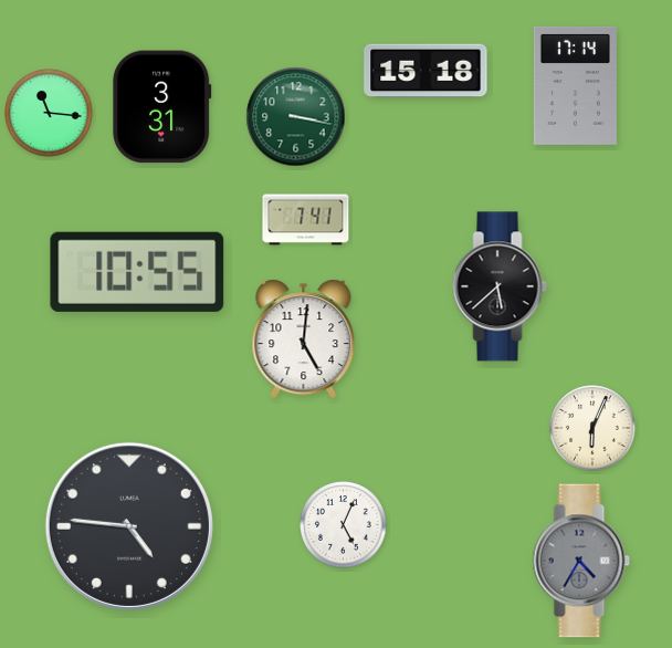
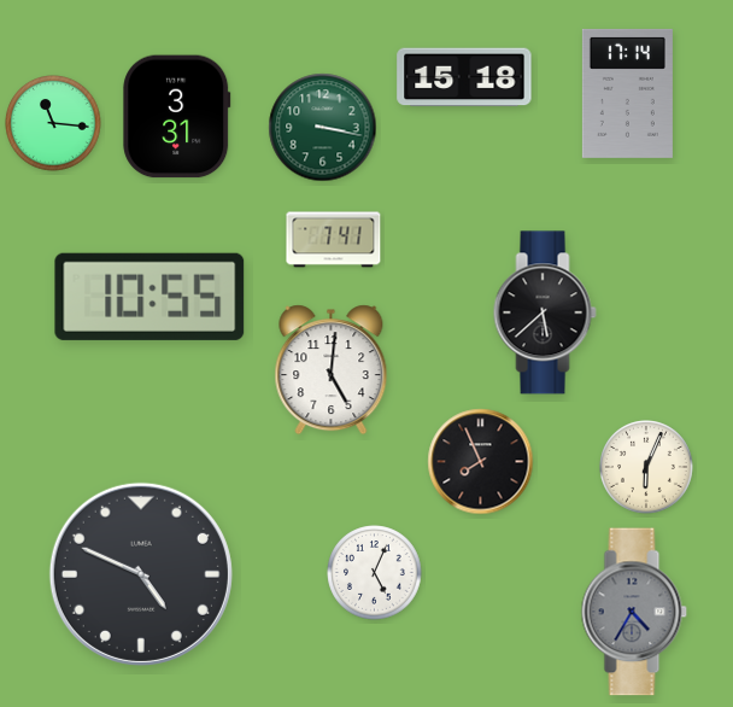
clock at (481, 462): none -> 7:56
clock at (129, 526): 4:46 -> 4:49
